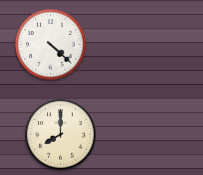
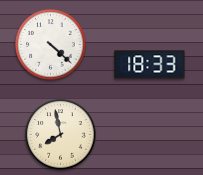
clock at (150, 65): none -> 18:33
clock at (61, 135): 8:00 -> 7:58
